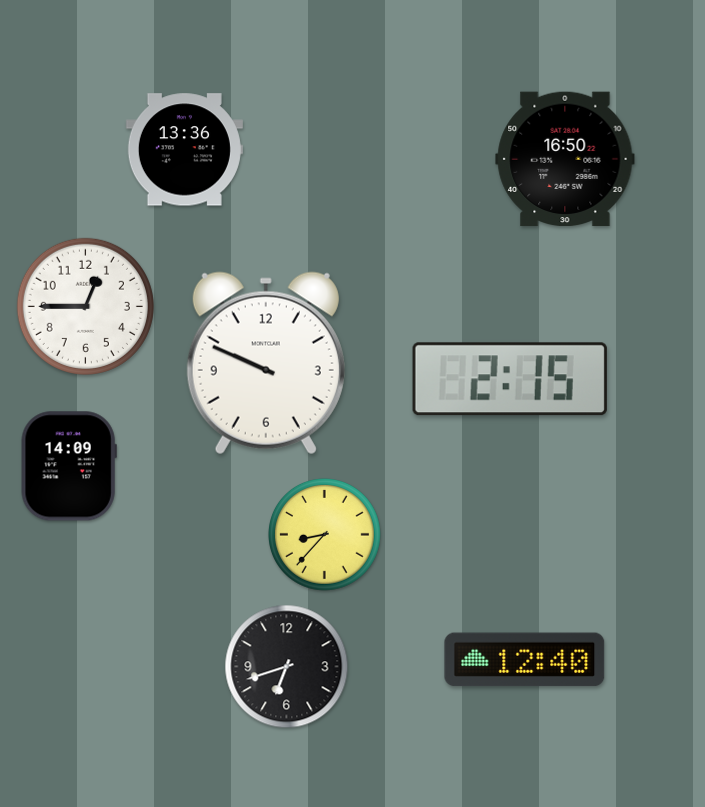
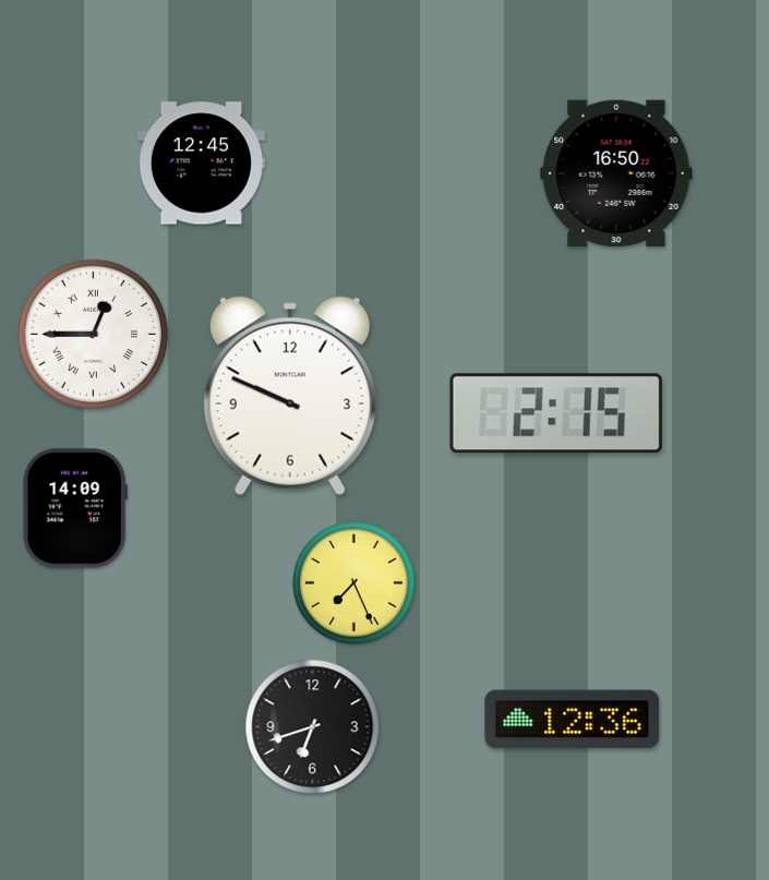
clock at (184, 150): 13:36 -> 12:45
clock at (85, 306) numerals: Arabic -> Roman
clock at (325, 535): 8:37 -> 7:26
clock at (525, 660): 12:40 -> 12:36
